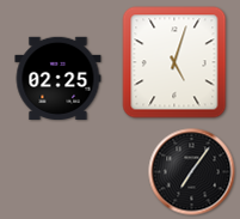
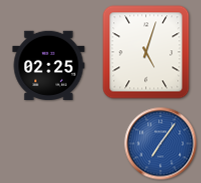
clock at (192, 172) dial: black -> blue
